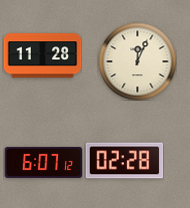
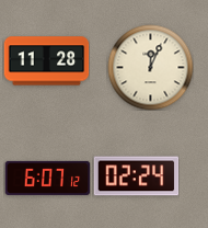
clock at (124, 161): 02:28 -> 02:24
